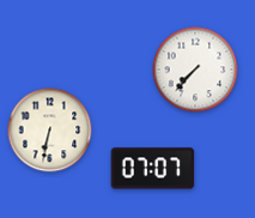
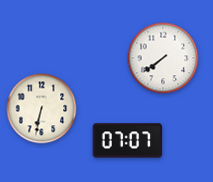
clock at (195, 69): 7:37 -> 7:39
